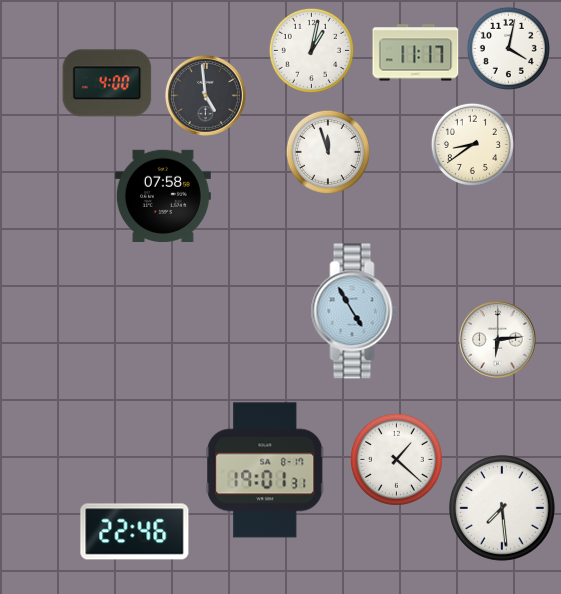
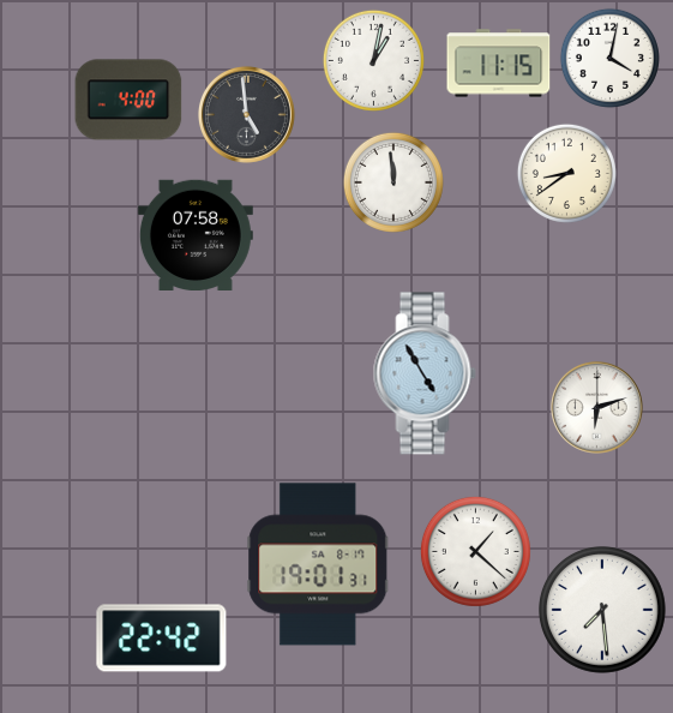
clock at (416, 53): 11:17 -> 11:15
clock at (328, 152): 11:57 -> 11:59
clock at (498, 340): 6:14 -> 6:12
clock at (135, 532): 22:46 -> 22:42
